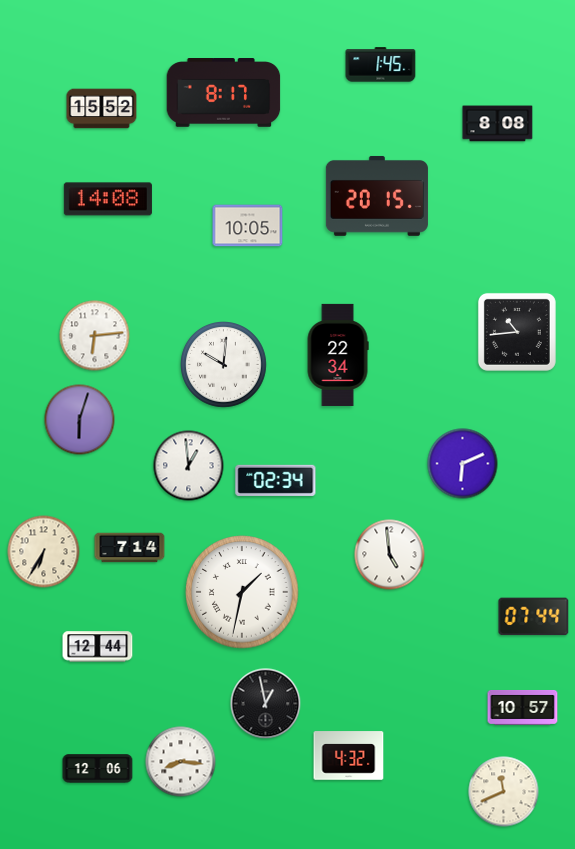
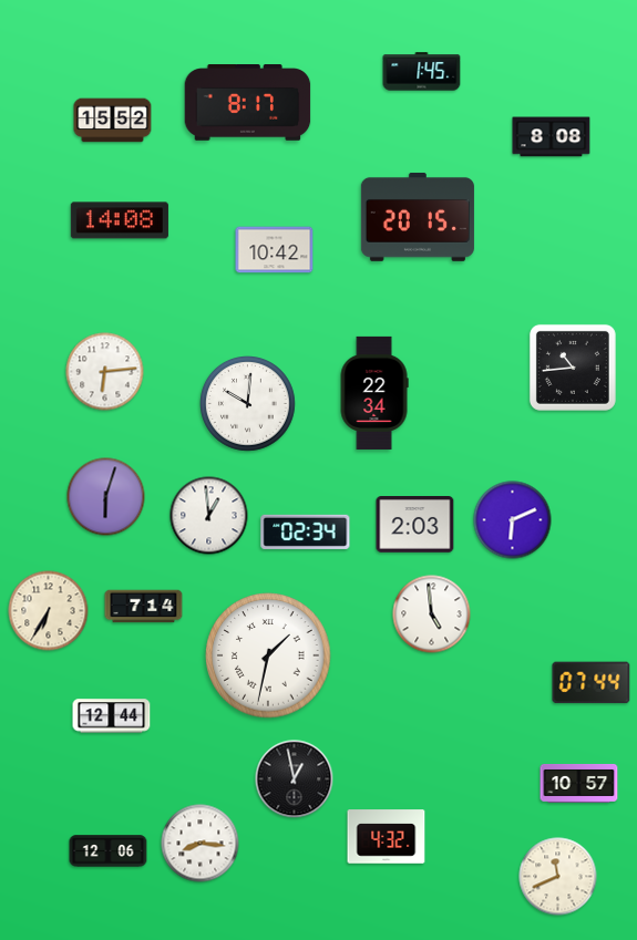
clock at (248, 226): 10:05 -> 10:42
clock at (80, 420) position: (80, 420) -> (106, 497)
clock at (463, 464) position: (463, 464) -> (513, 520)
clock at (415, 525): none -> 2:03
clock at (98, 647) position: (98, 647) -> (112, 716)
